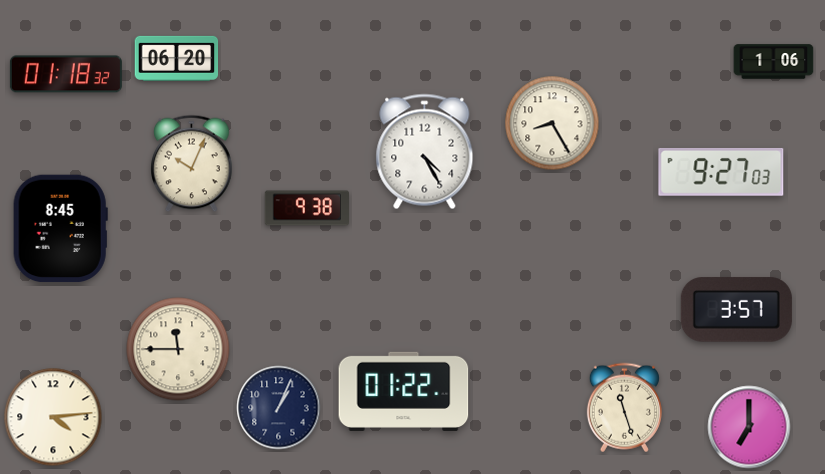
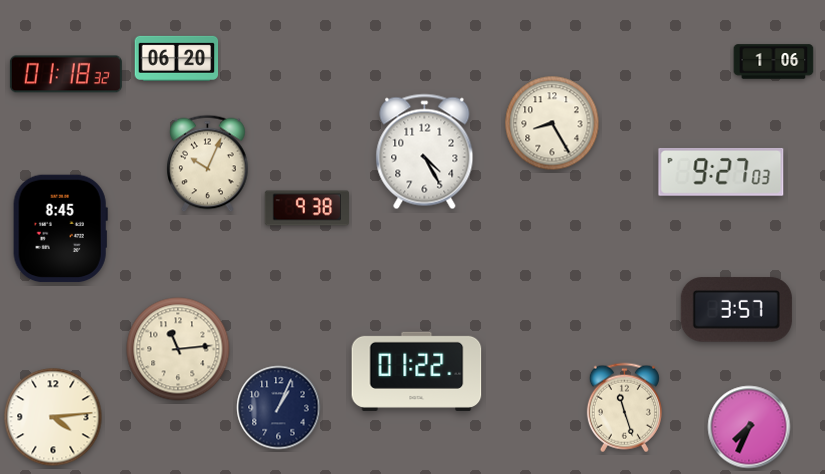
clock at (192, 164) position: (192, 164) -> (208, 164)
clock at (178, 349): 11:45 -> 11:14
clock at (404, 391) position: (404, 391) -> (417, 371)
clock at (749, 427): 7:00 -> 7:34
